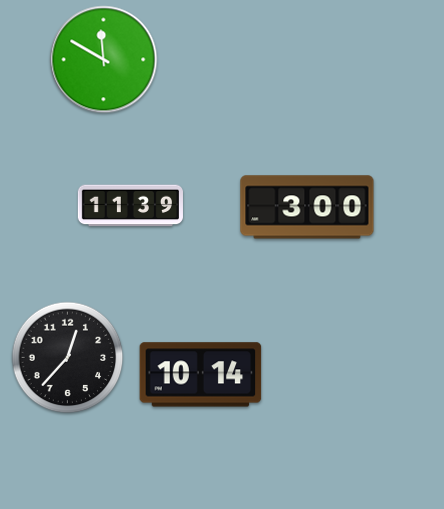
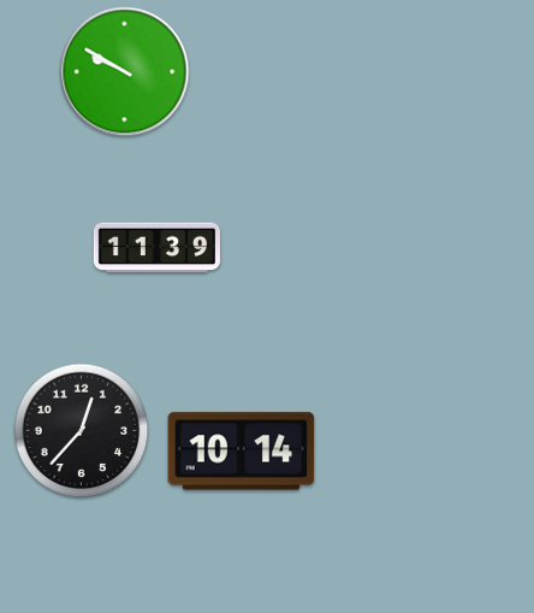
clock at (104, 60): 11:50 -> 9:50
clock at (307, 207): 3:00 -> none
